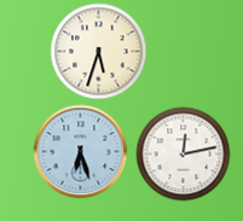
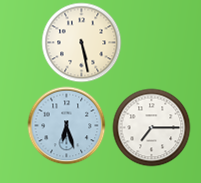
clock at (98, 51): 5:33 -> 5:28
clock at (183, 153): 12:13 -> 7:15
